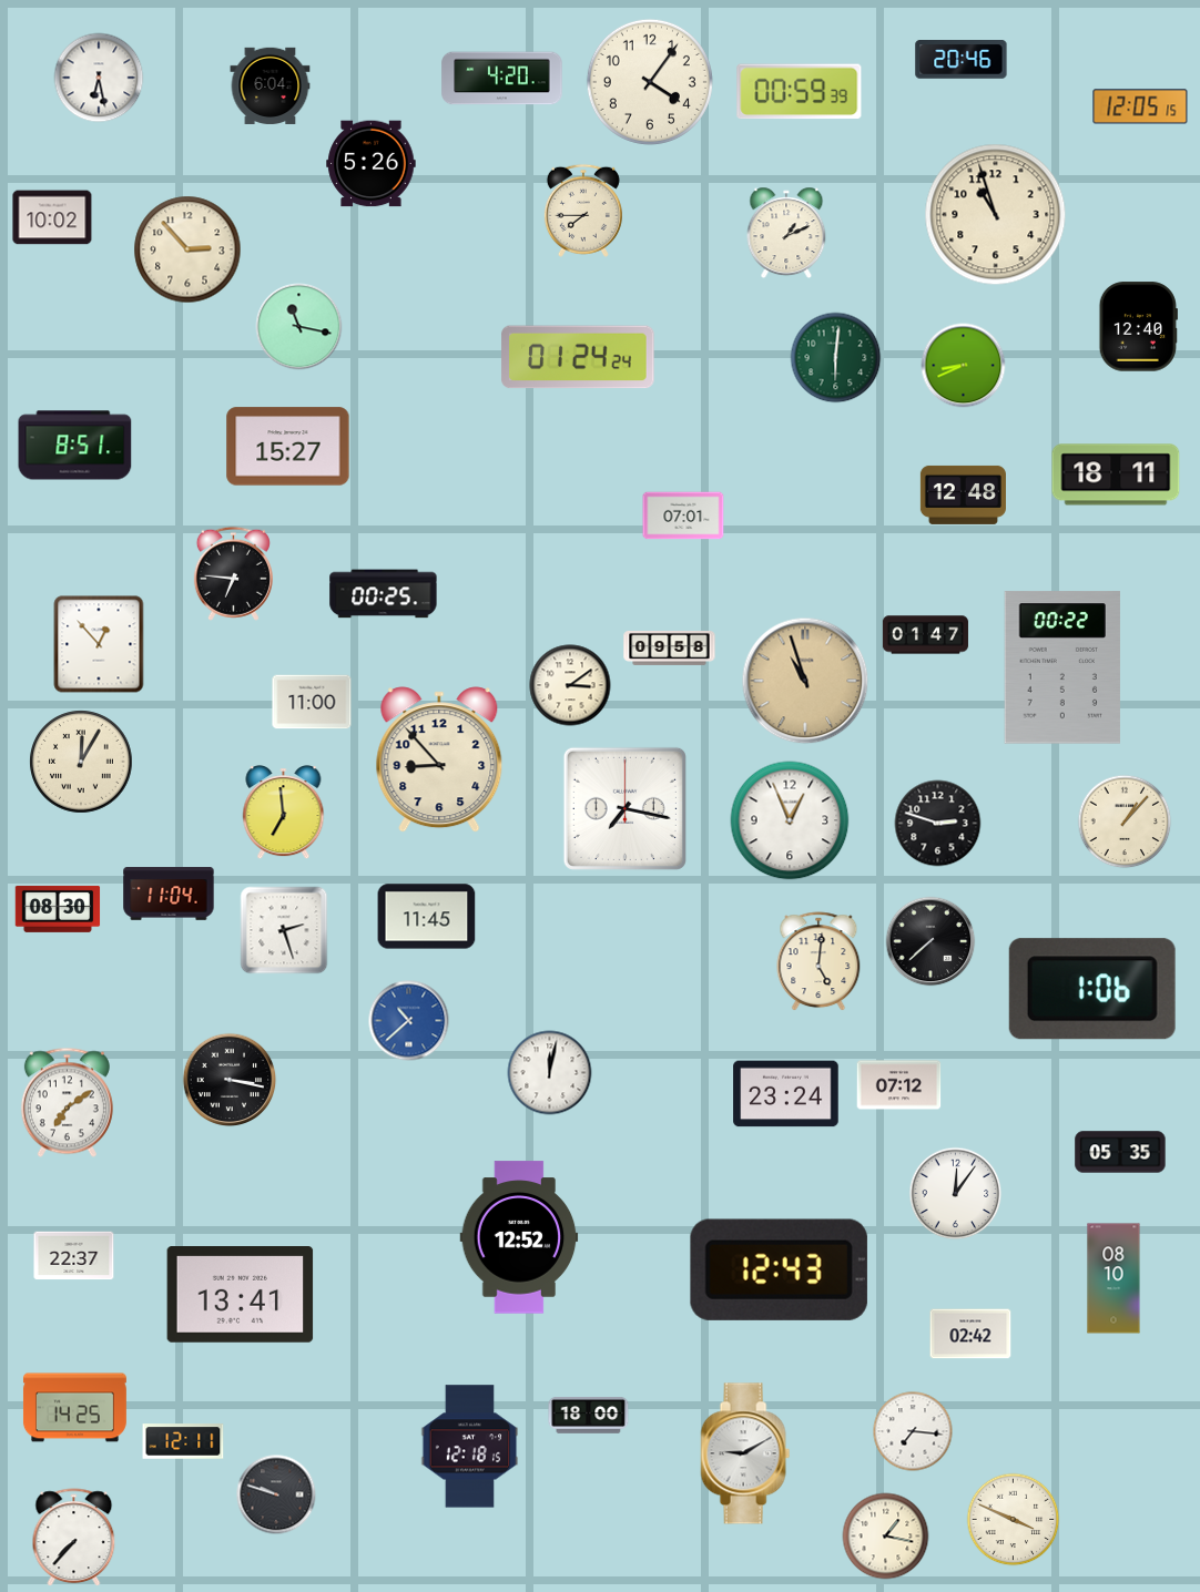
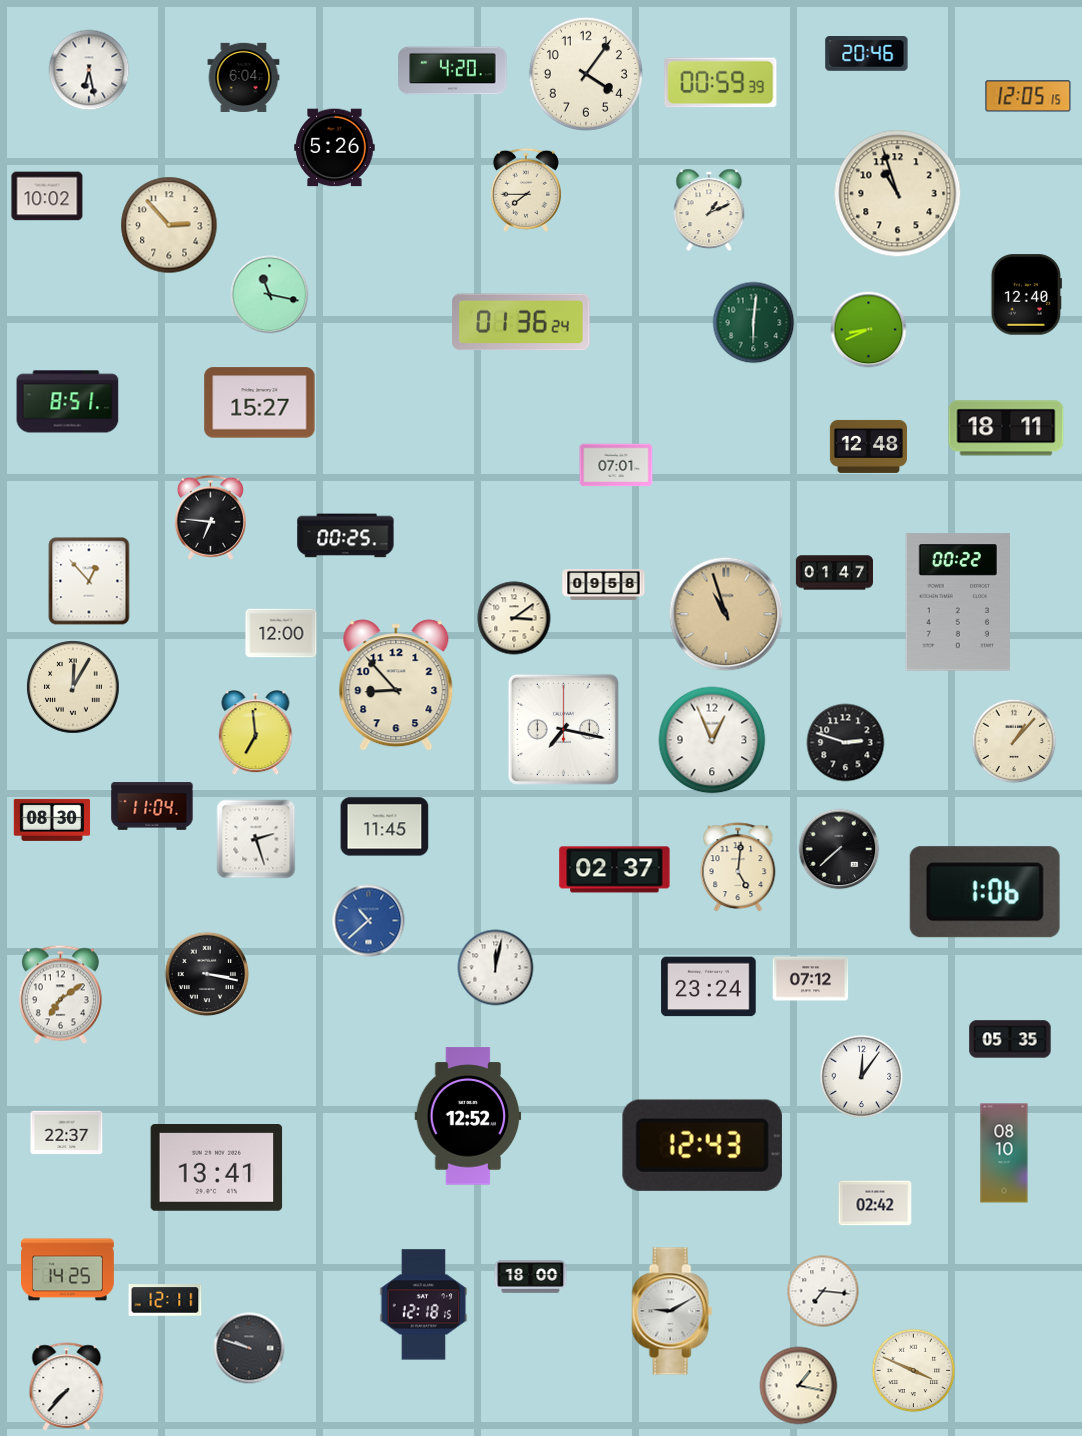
clock at (578, 357): 01:24 -> 01:36
clock at (312, 702): 11:00 -> 12:00
clock at (615, 870): none -> 02:37
